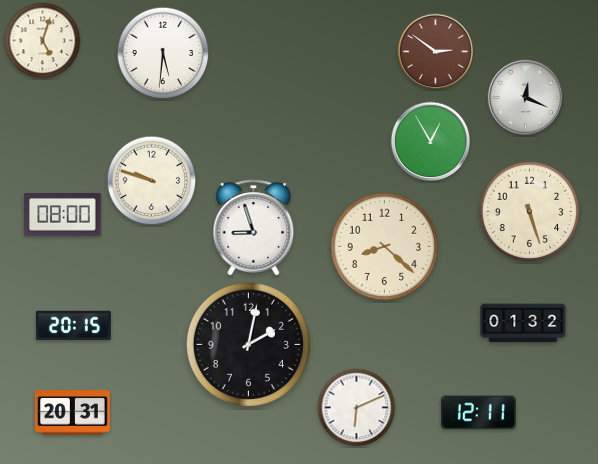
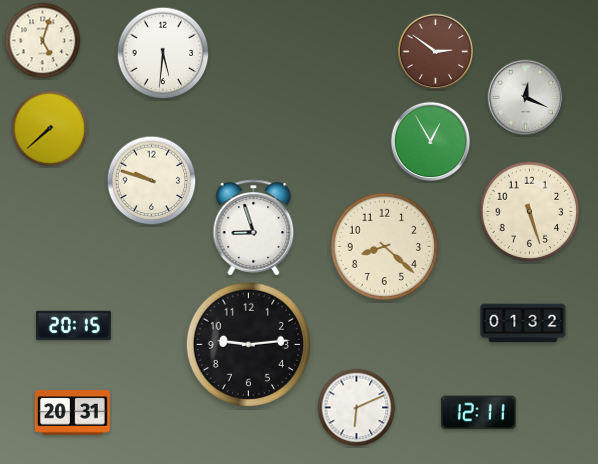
clock at (50, 129): none -> 7:38
clock at (63, 215): 08:00 -> none
clock at (248, 344): 2:02 -> 9:14
